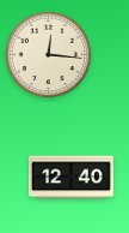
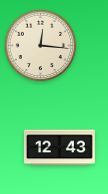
clock at (70, 178): 12:40 -> 12:43
